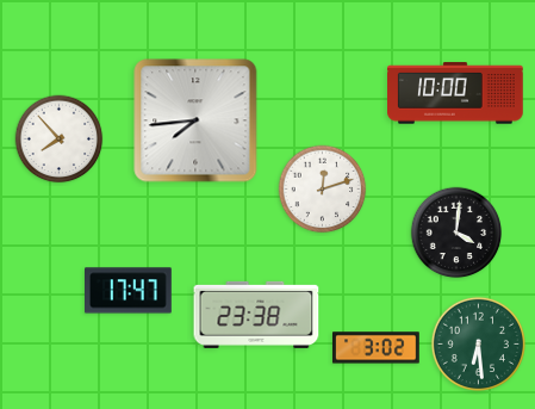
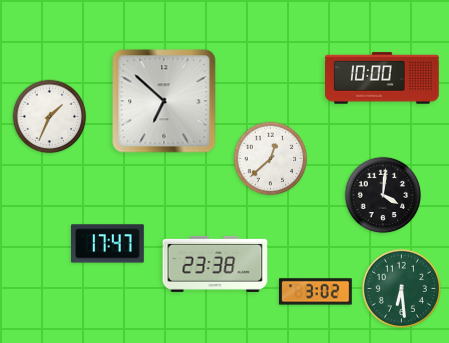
clock at (195, 120): 7:44 -> 6:52
clock at (60, 140): 7:53 -> 1:34
clock at (323, 190): 12:12 -> 12:38
